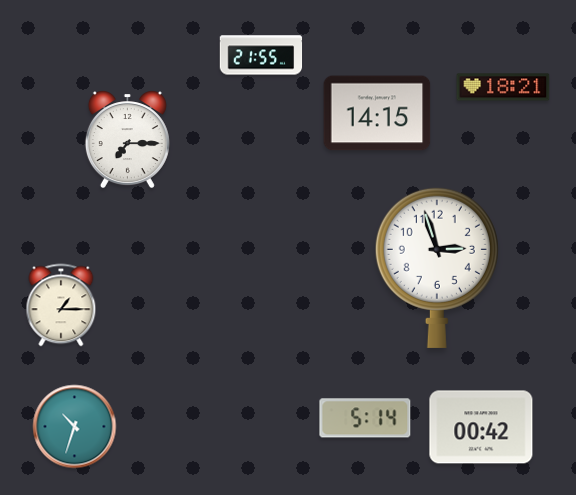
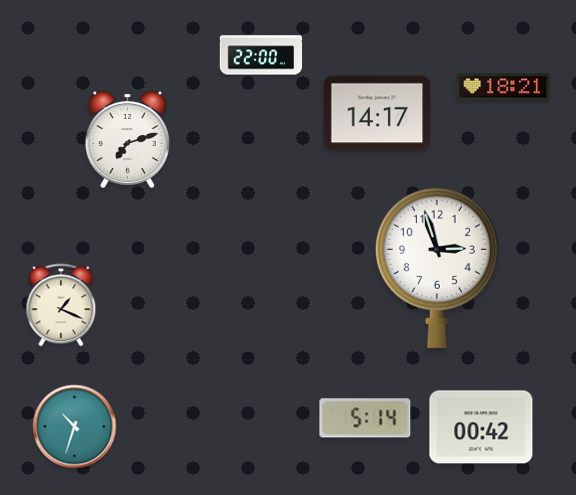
clock at (261, 55): 21:55 -> 22:00
clock at (377, 113): 14:15 -> 14:17
clock at (127, 140): 7:15 -> 7:12
clock at (61, 305): 1:15 -> 1:19
